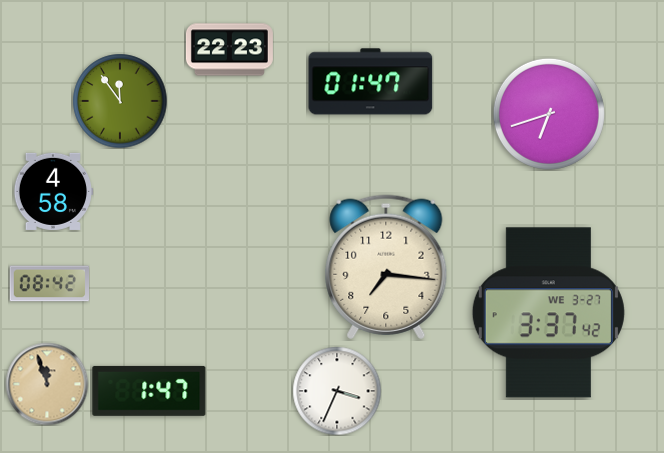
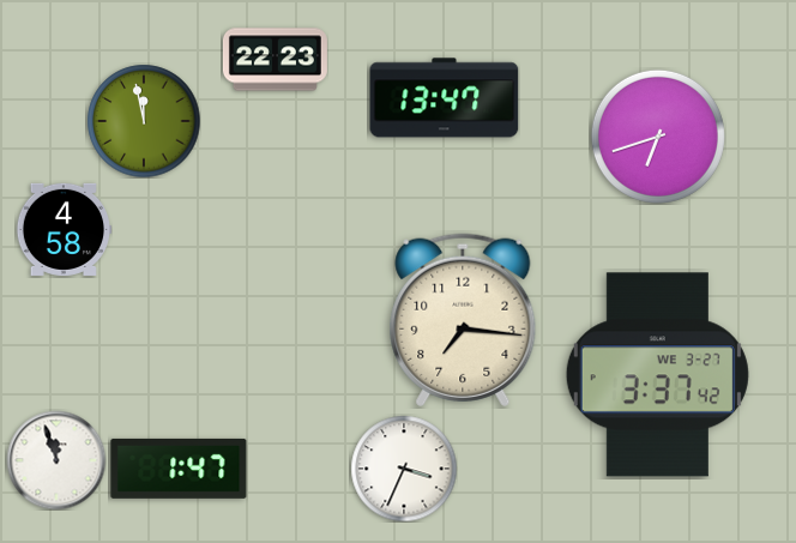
clock at (371, 82): 01:47 -> 13:47
clock at (120, 101): 11:54 -> 11:58
clock at (49, 284): 08:42 -> none
clock at (47, 384) dial: champagne -> white
